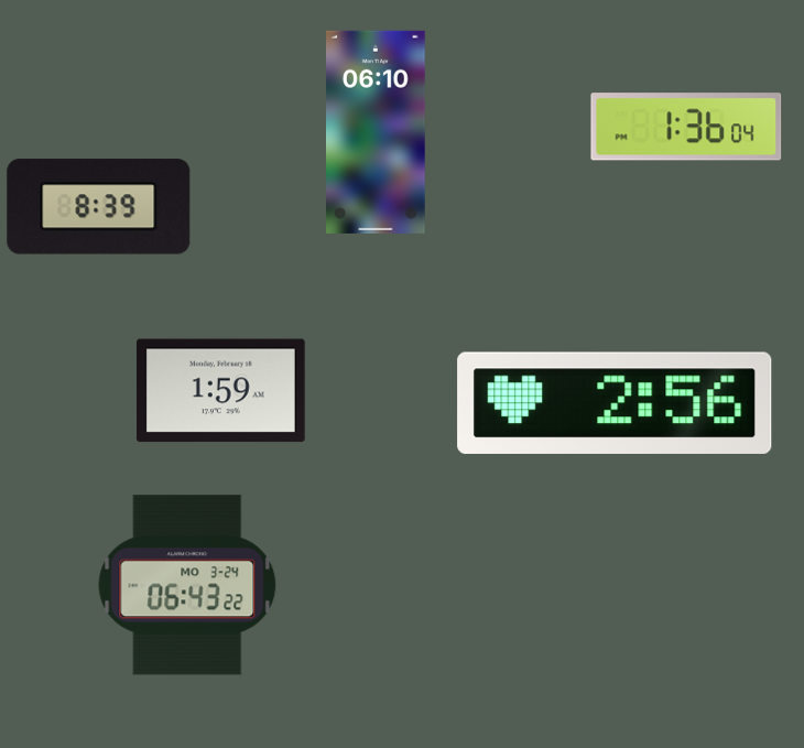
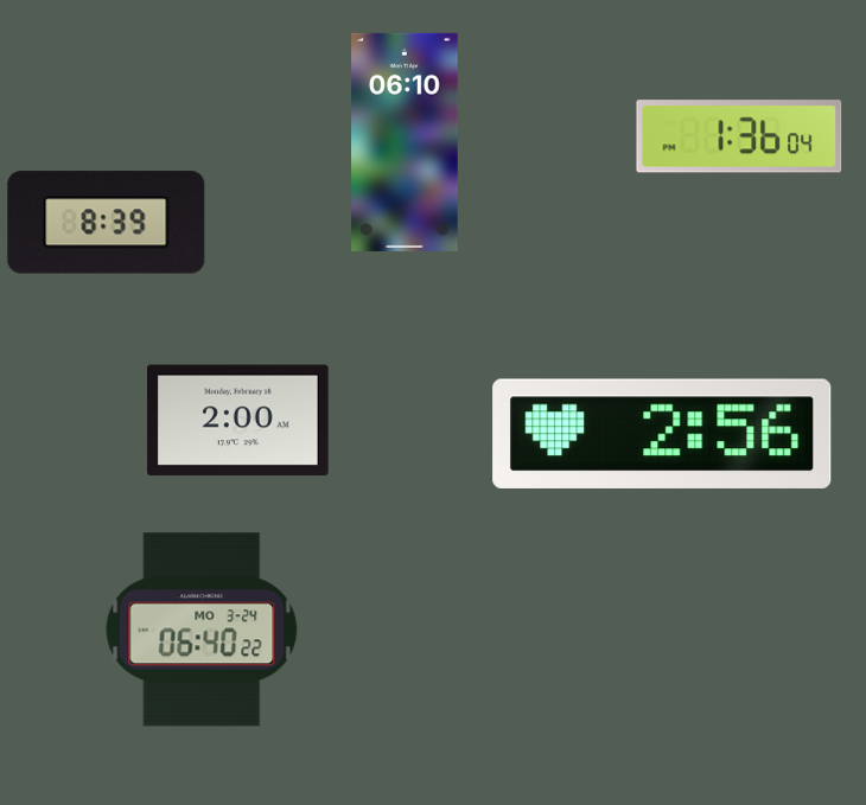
clock at (221, 391): 1:59 -> 2:00
clock at (187, 585): 06:43 -> 06:40
